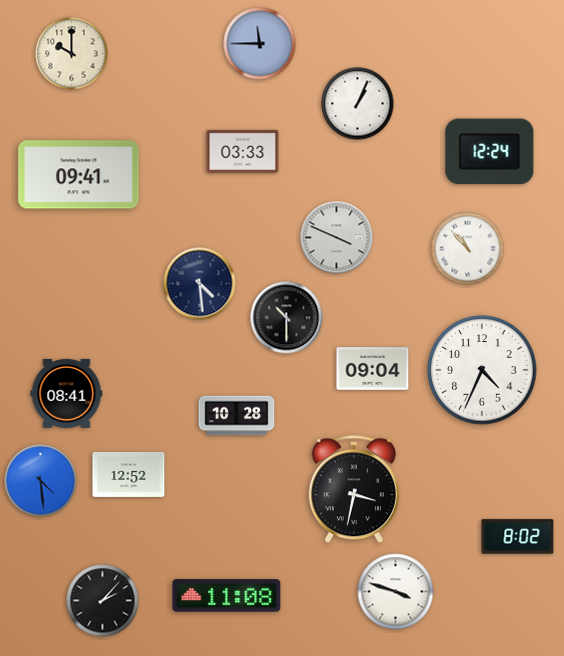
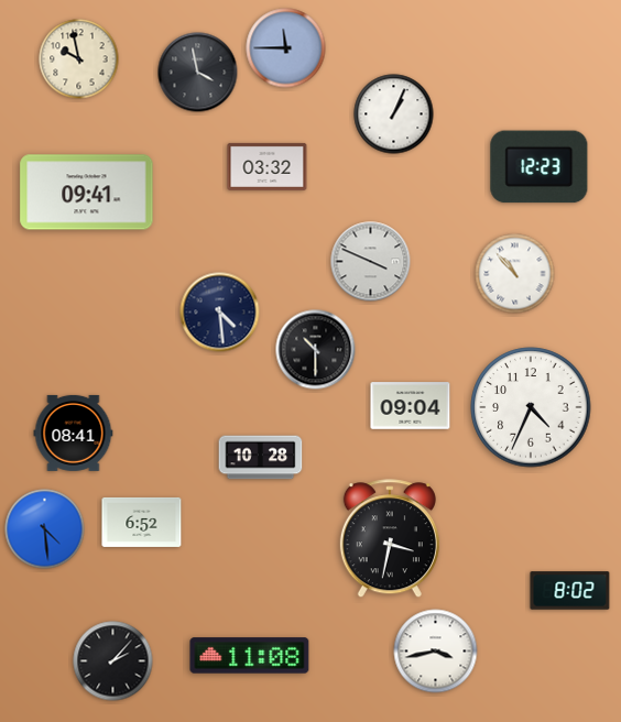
clock at (72, 54): 10:00 -> 9:58
clock at (198, 73): none -> 3:58
clock at (243, 151): 03:33 -> 03:32
clock at (490, 152): 12:24 -> 12:23
clock at (129, 474): 12:52 -> 6:52
clock at (396, 592): 3:48 -> 3:43
